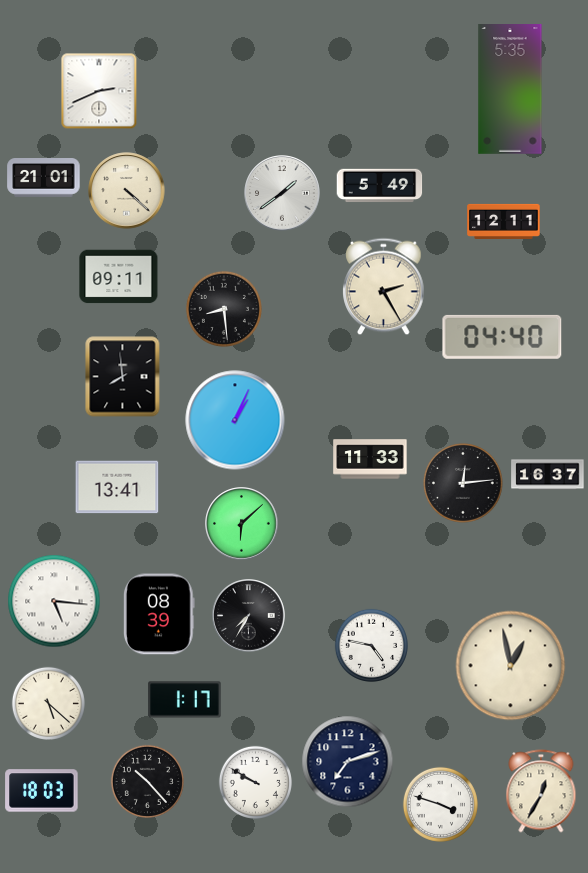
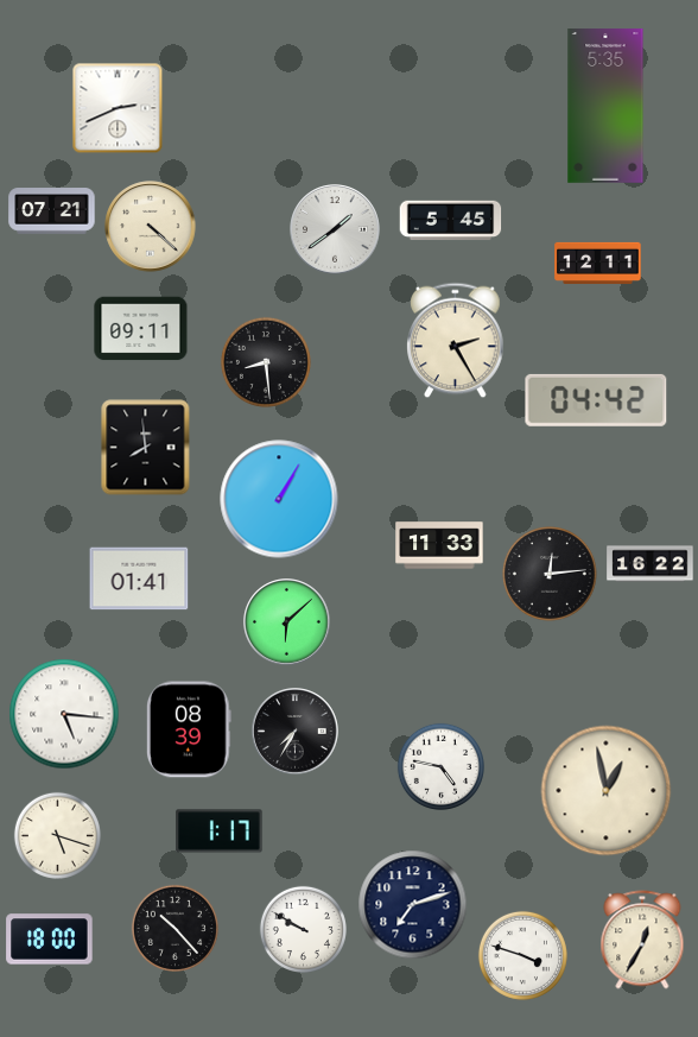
clock at (44, 178): 21:01 -> 07:21
clock at (380, 186): 5:49 -> 5:45
clock at (224, 309) position: (224, 309) -> (266, 362)
clock at (502, 337): 04:40 -> 04:42
clock at (235, 420): 1:04 -> 1:05
clock at (548, 475): 16:37 -> 16:22
clock at (117, 487): 13:41 -> 01:41
clock at (48, 703): 5:22 -> 5:18
clock at (42, 791): 18:03 -> 18:00
